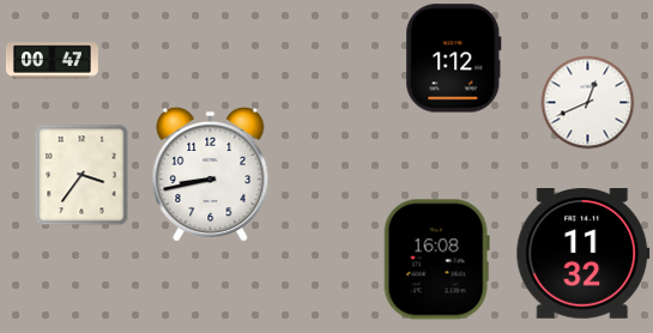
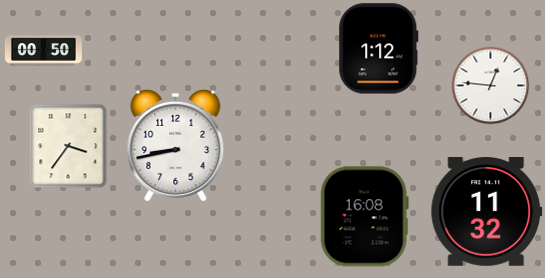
clock at (52, 61): 00:47 -> 00:50
clock at (587, 102): 12:41 -> 12:46
